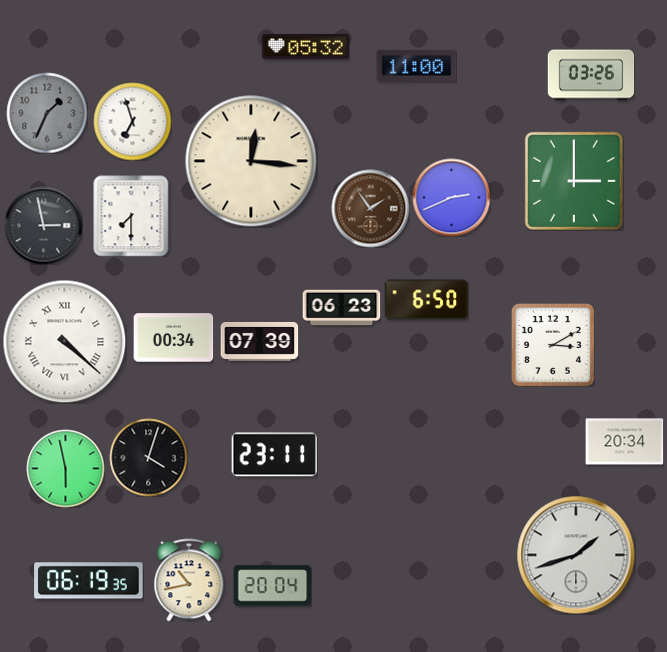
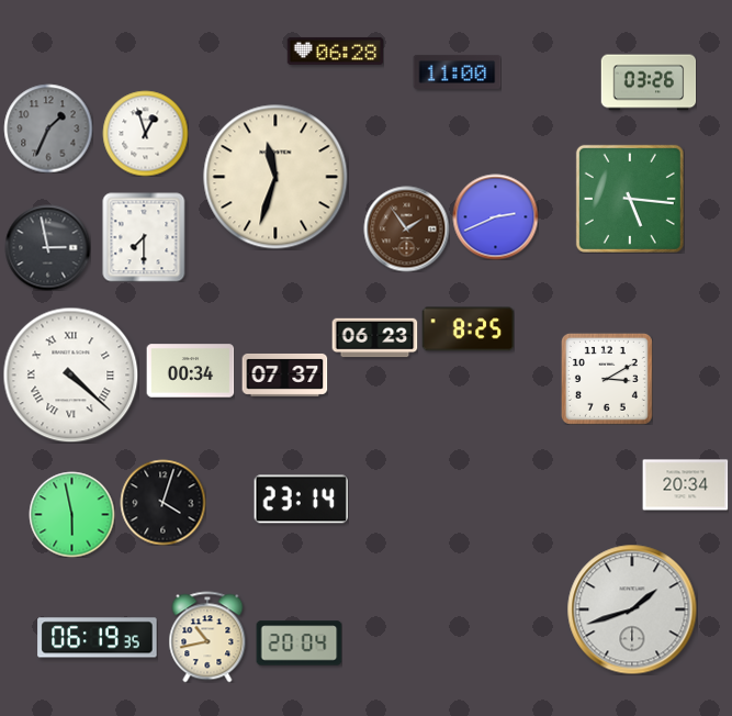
clock at (305, 46): 05:32 -> 06:28
clock at (47, 113) position: (47, 113) -> (48, 128)
clock at (132, 121): 6:57 -> 12:57
clock at (251, 161): 12:16 -> 11:33
clock at (574, 181): 3:00 -> 5:16
clock at (426, 300): 6:50 -> 8:25
clock at (259, 341): 07:39 -> 07:37
clock at (274, 455): 23:11 -> 23:14
